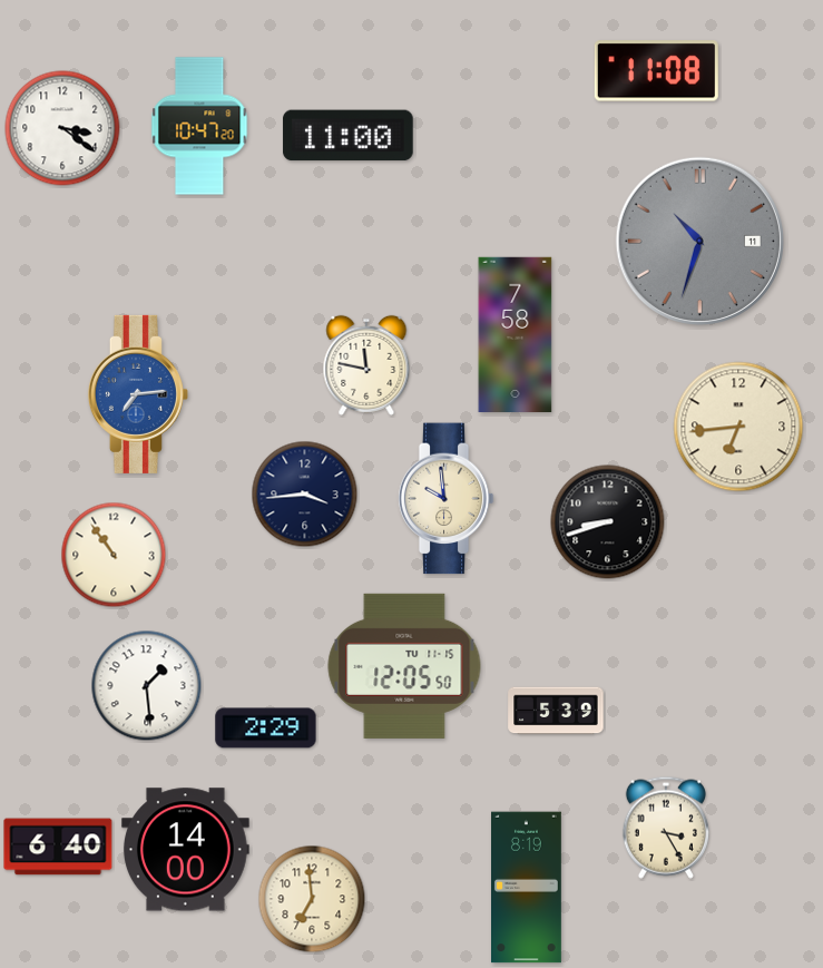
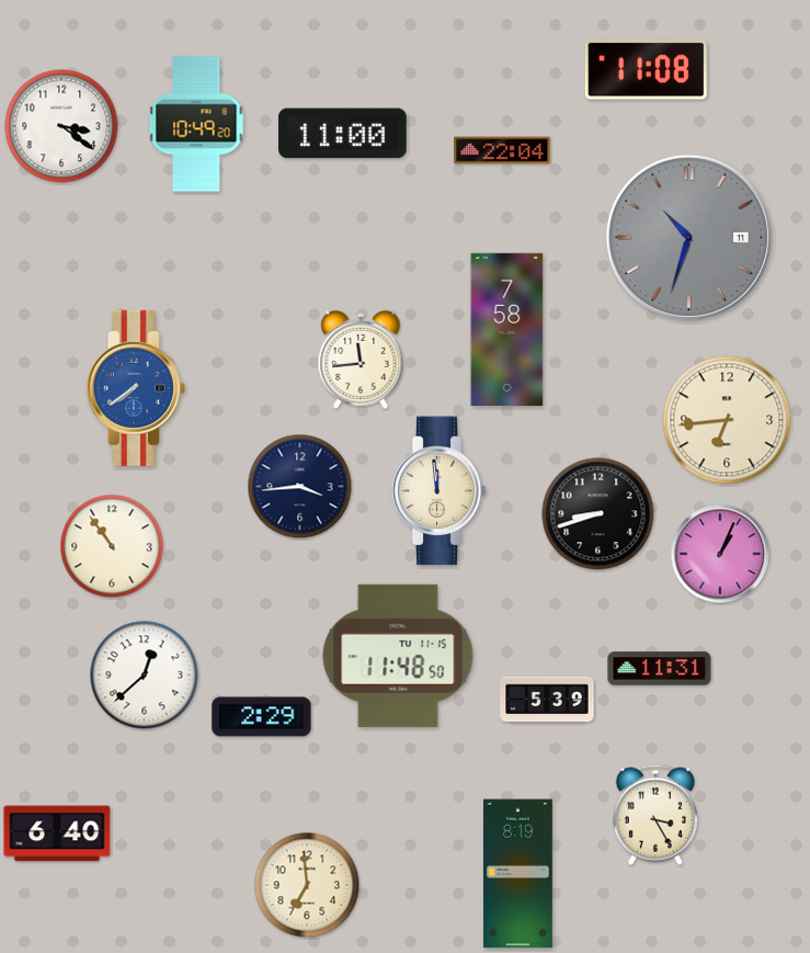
clock at (199, 126): 10:47 -> 10:49
clock at (502, 150): none -> 22:04
clock at (366, 365): 11:47 -> 11:44
clock at (138, 394): 7:14 -> 7:39
clock at (445, 499): 9:59 -> 11:59
clock at (720, 554): none -> 1:04
clock at (404, 666): 12:05 -> 11:48
clock at (660, 669): none -> 11:31
clock at (147, 686): 1:29 -> 12:38
clock at (185, 850): 14:00 -> none
